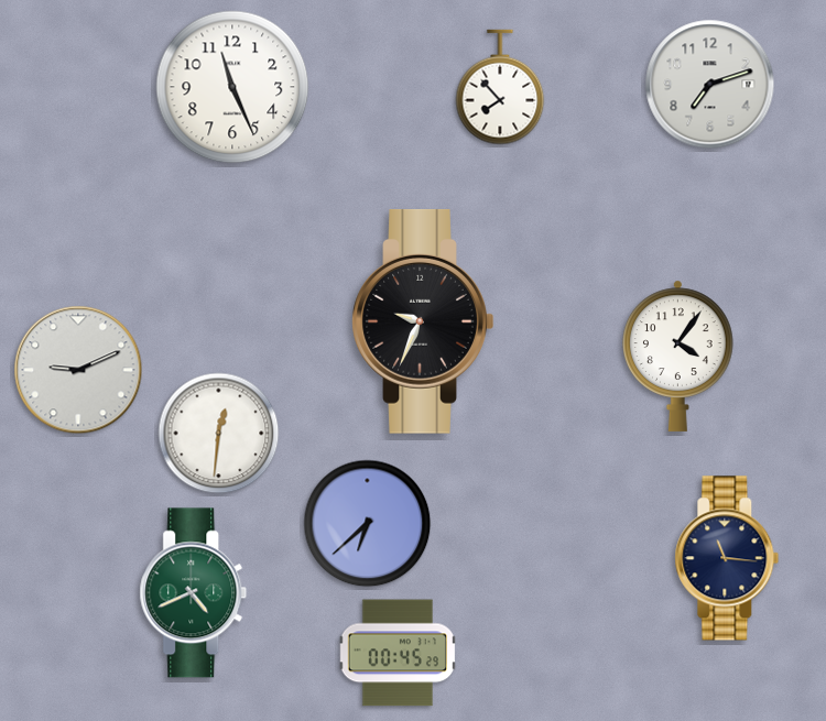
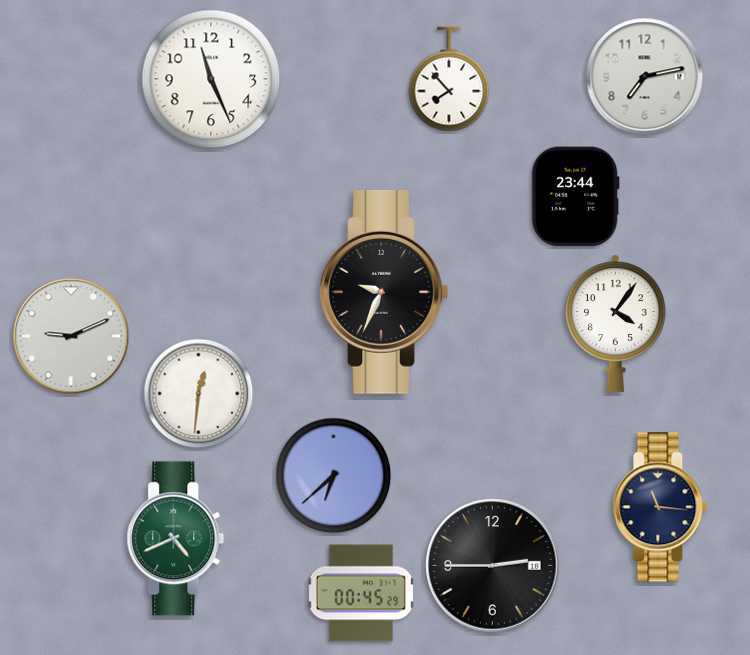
clock at (710, 85): 7:12 -> 7:13
clock at (500, 87) position: (500, 87) -> (449, 79)
clock at (575, 197): none -> 23:44
clock at (493, 566): none -> 2:45
